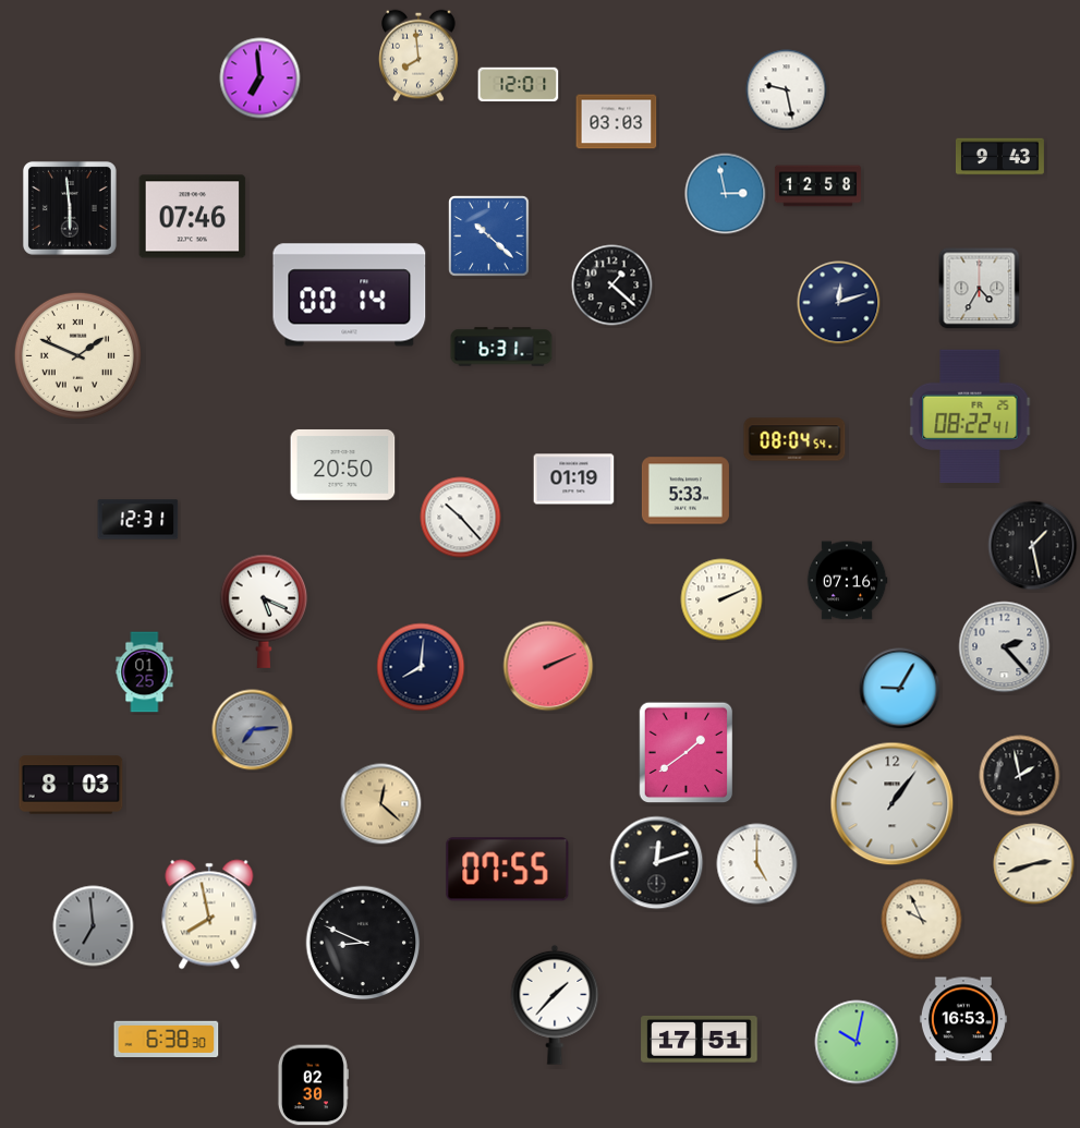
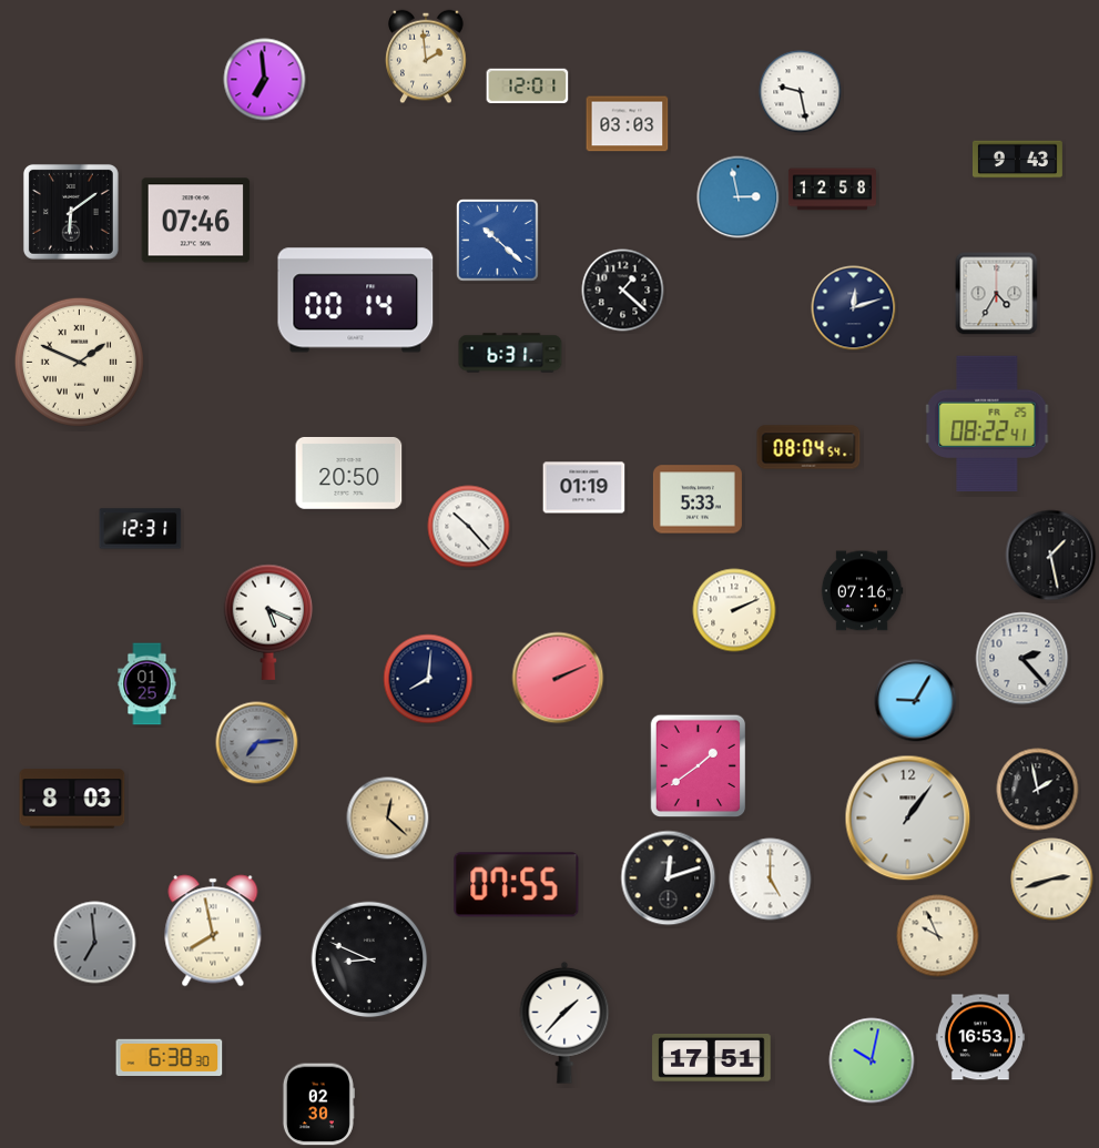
clock at (418, 56): 7:59 -> 1:59
clock at (70, 208): 5:59 -> 6:09
